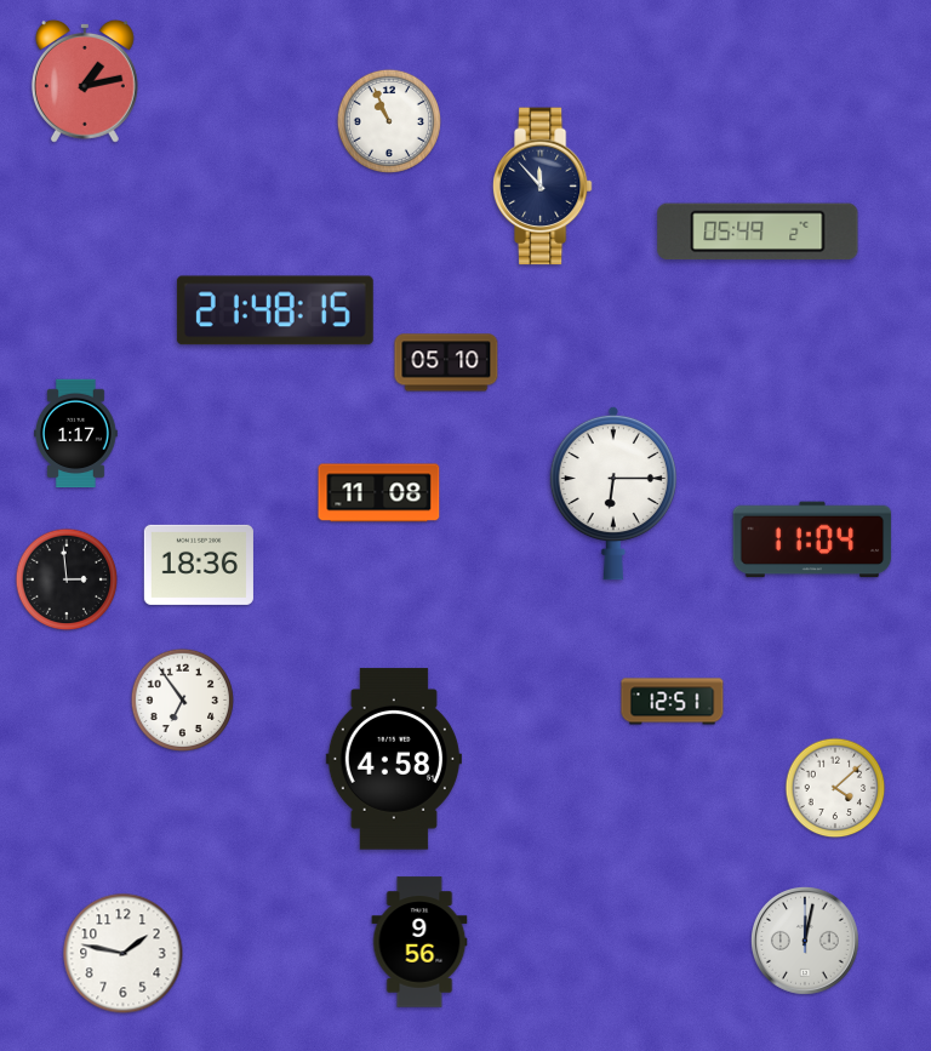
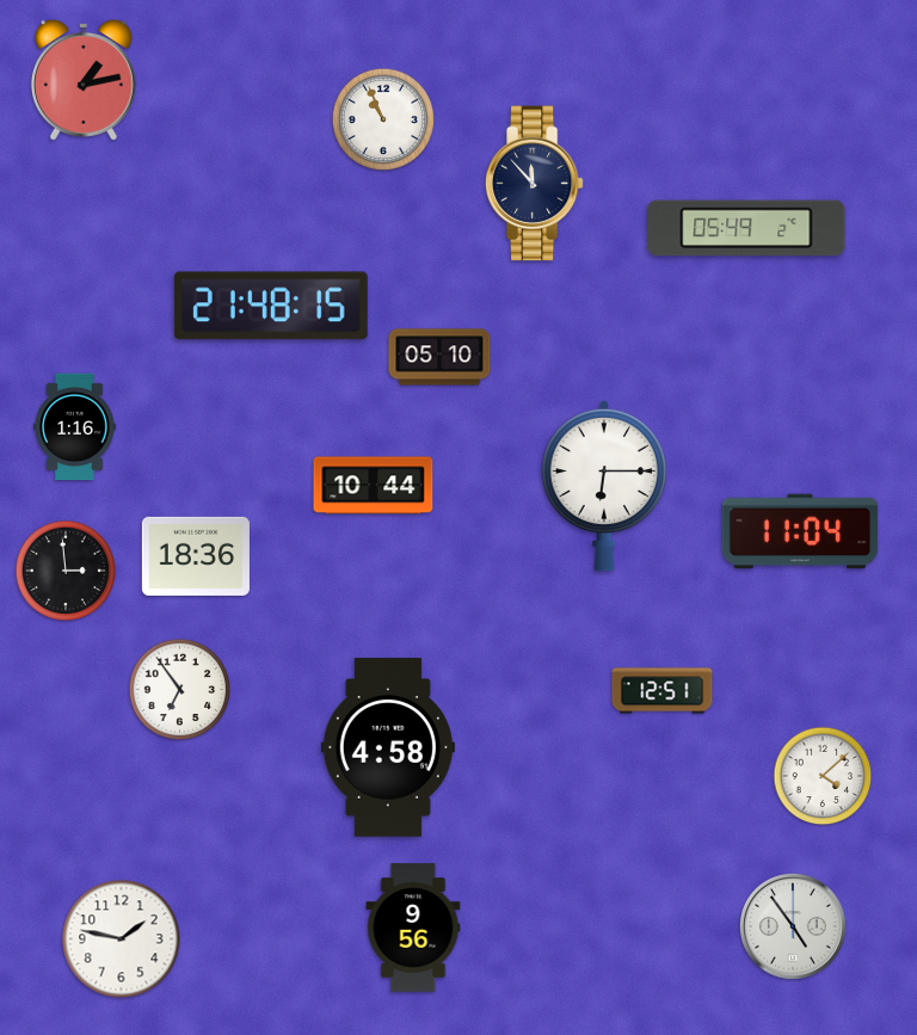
clock at (76, 434): 1:17 -> 1:16
clock at (379, 493): 11:08 -> 10:44
clock at (805, 941): 12:02 -> 4:54
